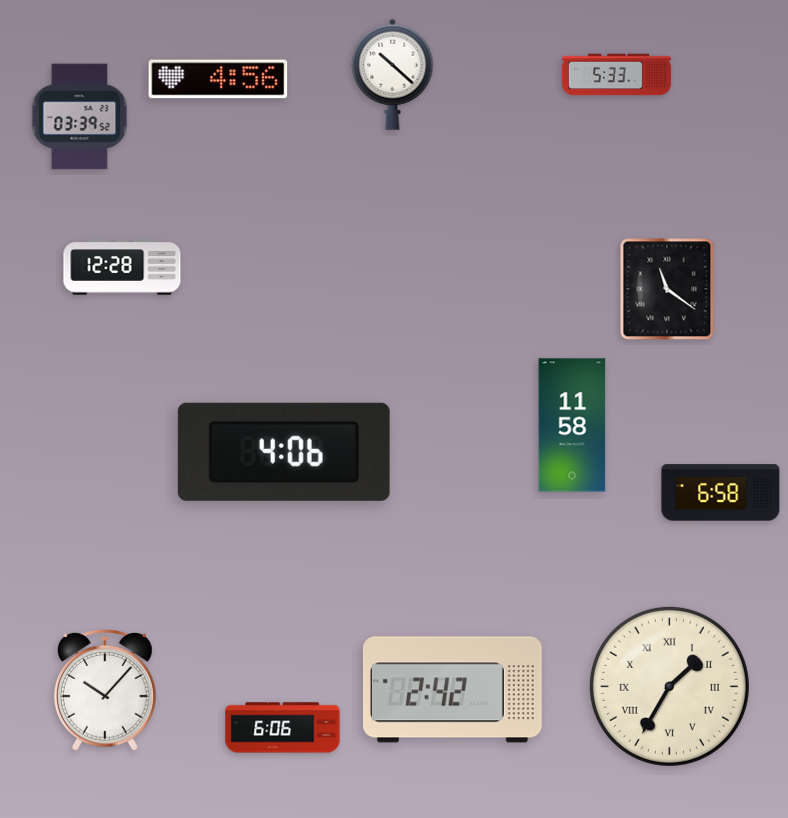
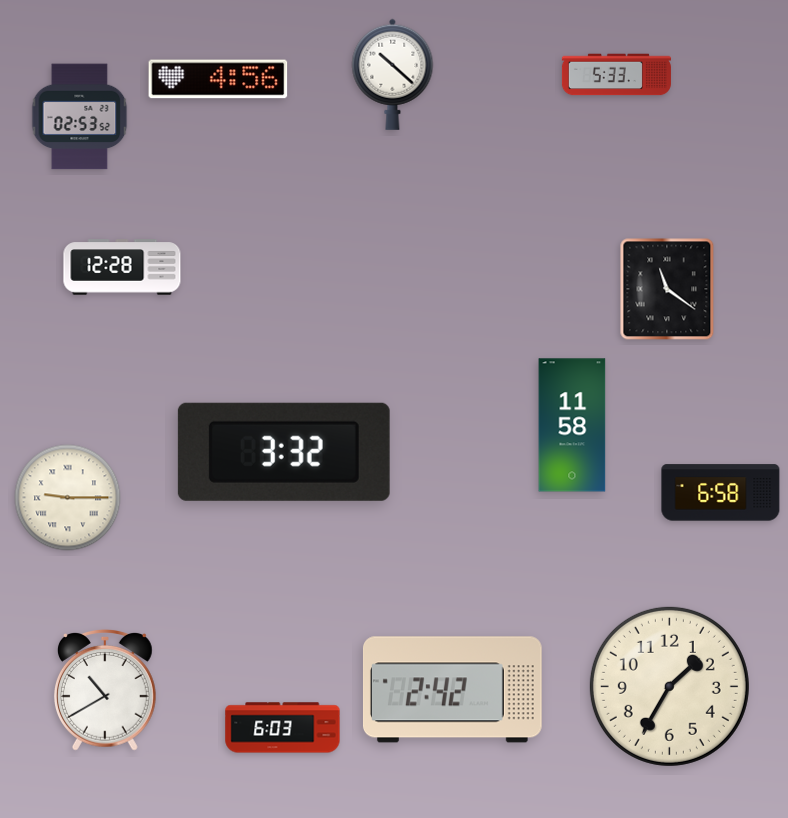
clock at (80, 117): 03:39 -> 02:53
clock at (284, 452): 4:06 -> 3:32
clock at (68, 498): none -> 9:15
clock at (669, 686) numerals: Roman -> Arabic
clock at (105, 690): 10:07 -> 10:40
clock at (283, 728): 6:06 -> 6:03
